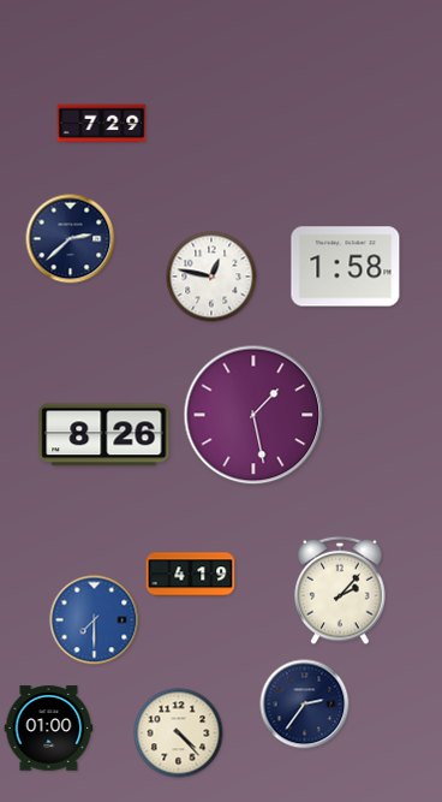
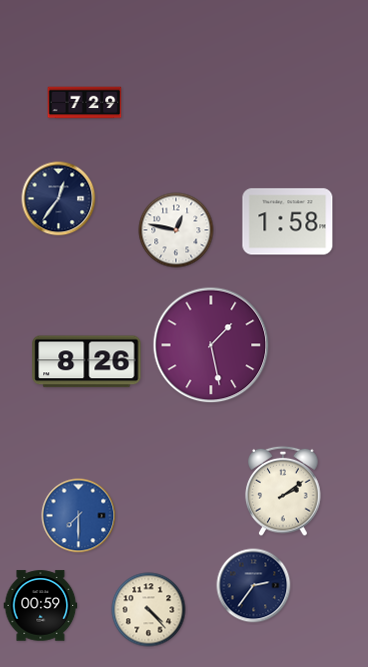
clock at (71, 239): 2:38 -> 12:36
clock at (191, 575): 4:19 -> none
clock at (340, 590): 2:07 -> 2:09
clock at (49, 729): 01:00 -> 00:59
